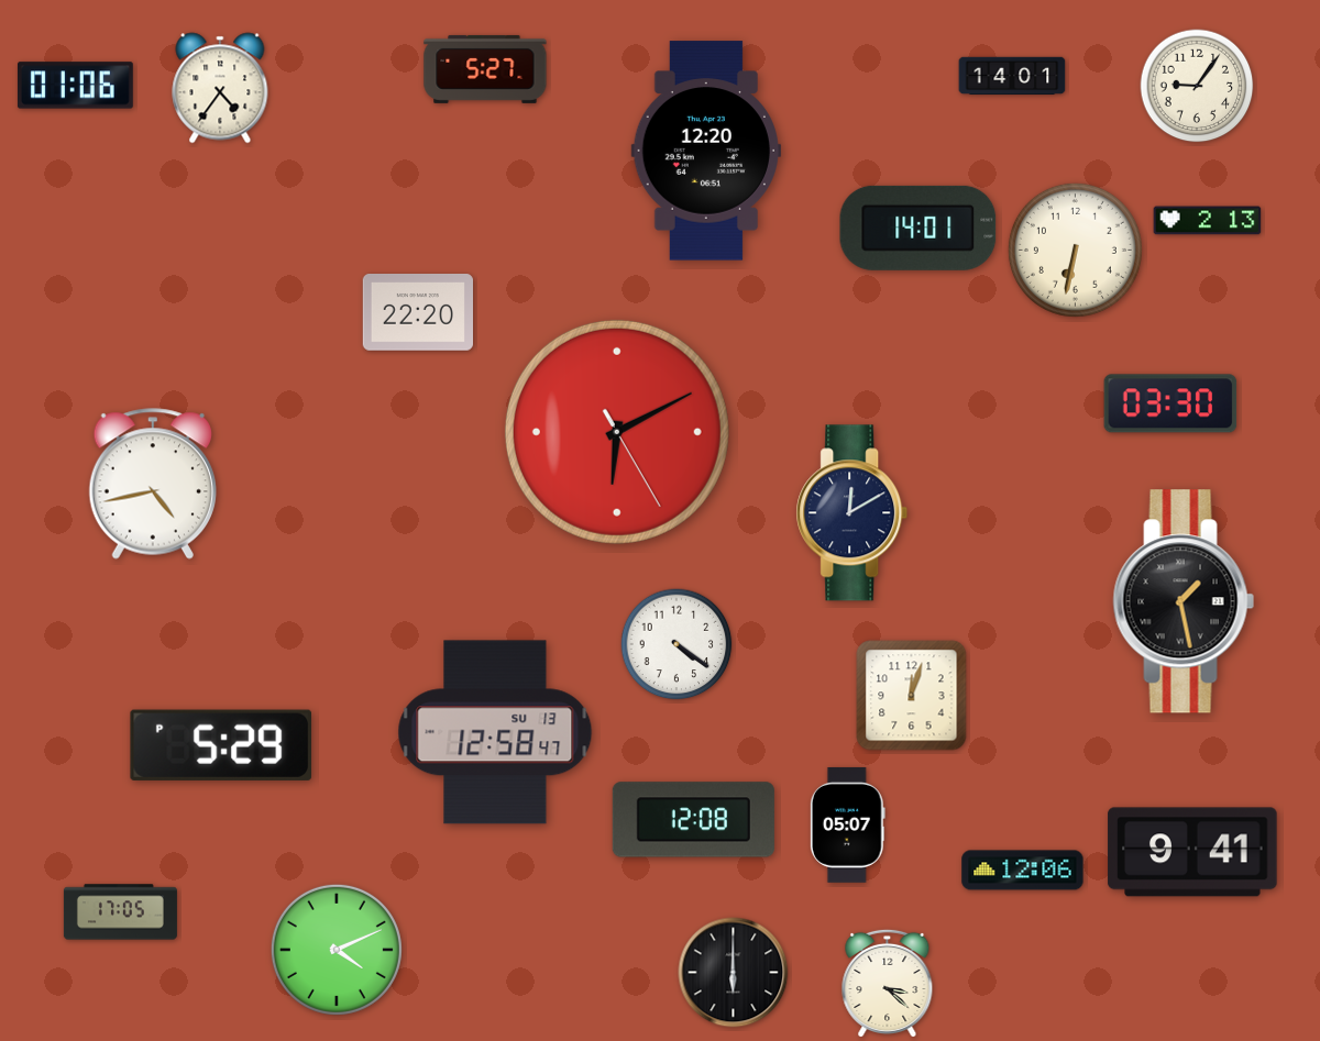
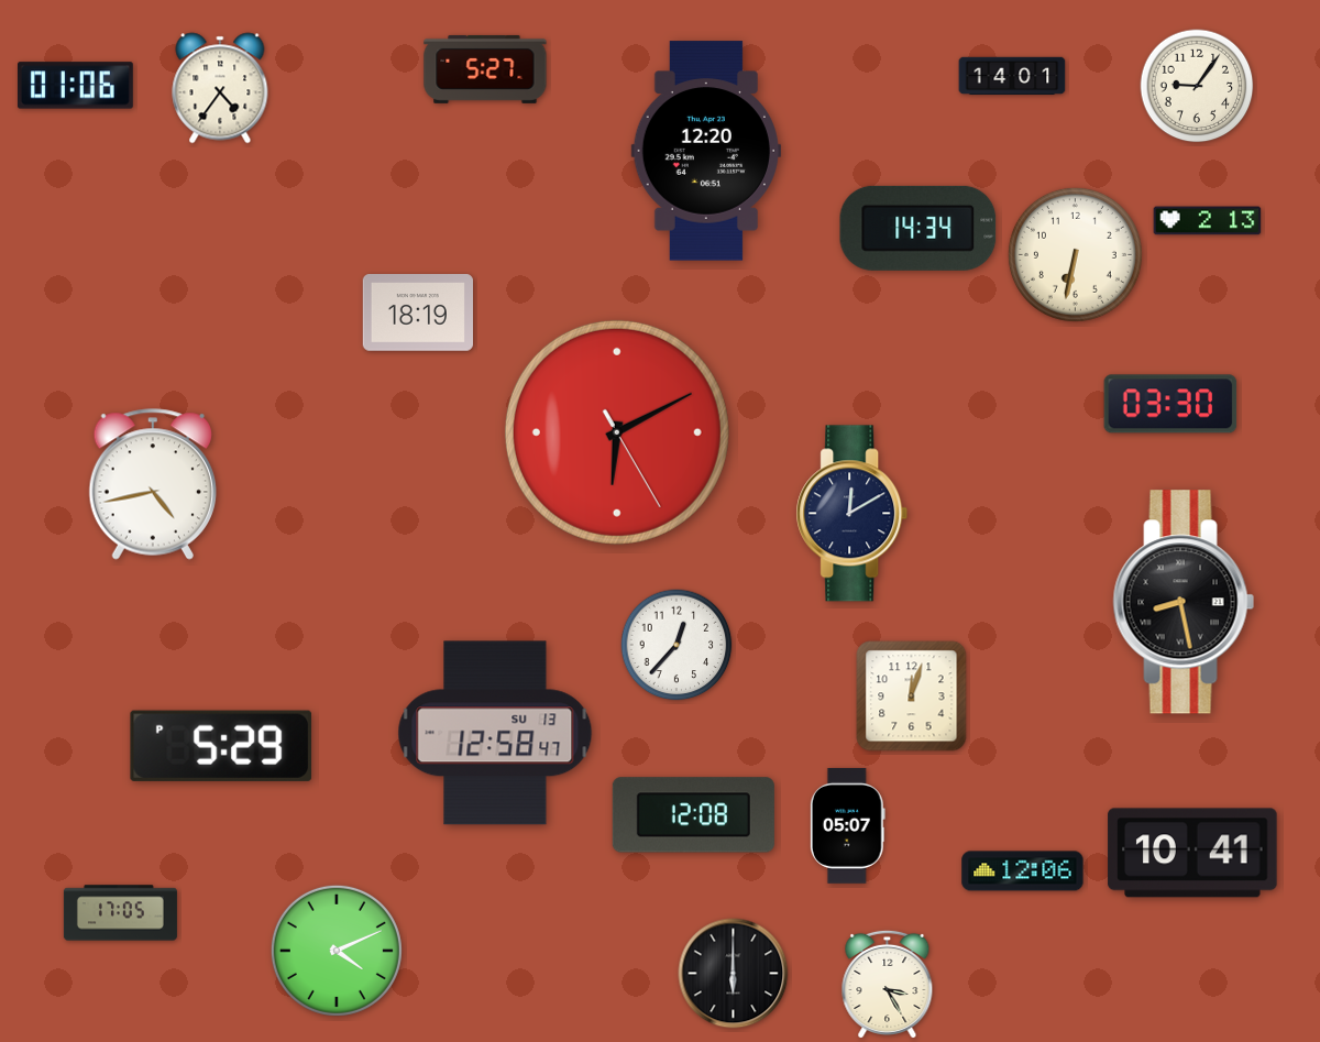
clock at (919, 228): 14:01 -> 14:34
clock at (1075, 250) position: (1075, 250) -> (1075, 254)
clock at (417, 313): 22:20 -> 18:19
clock at (1184, 601): 1:28 -> 8:28
clock at (676, 644): 4:21 -> 12:37
clock at (693, 820) position: (693, 820) -> (693, 815)
clock at (1192, 852): 9:41 -> 10:41
clock at (888, 983): 3:22 -> 3:25
